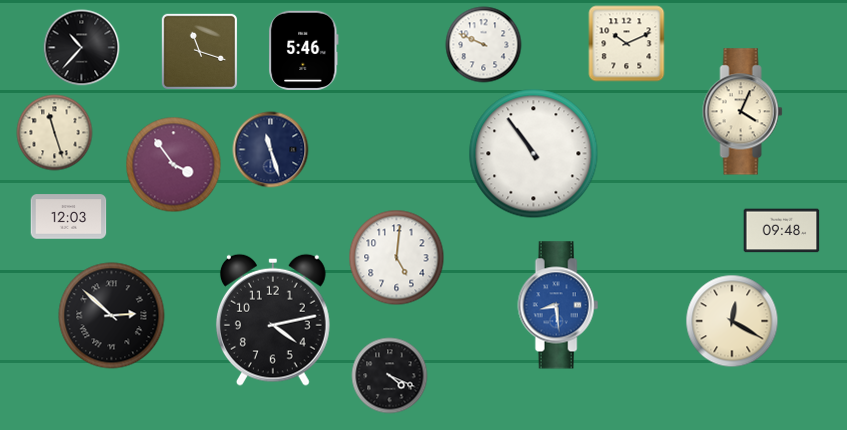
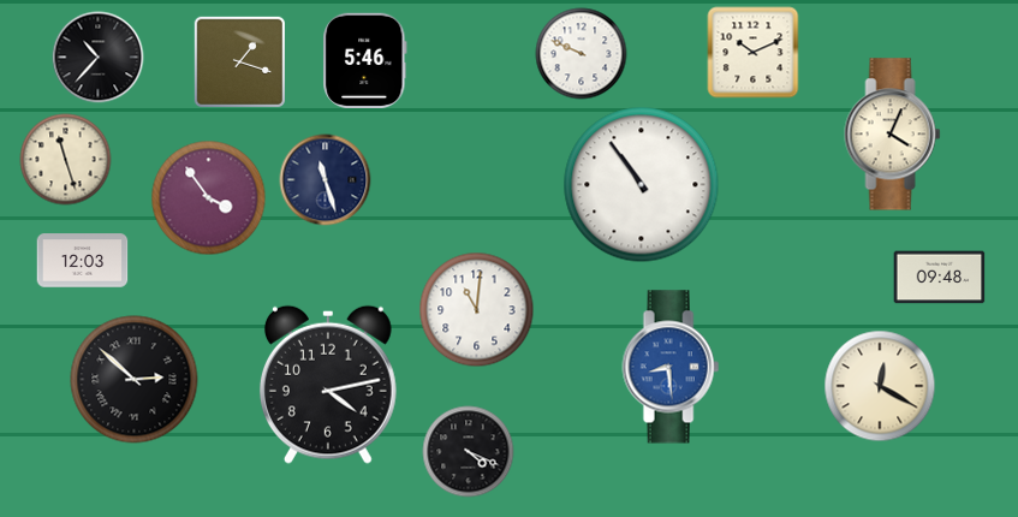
clock at (199, 51): 11:18 -> 1:18
clock at (397, 258): 5:01 -> 11:01
